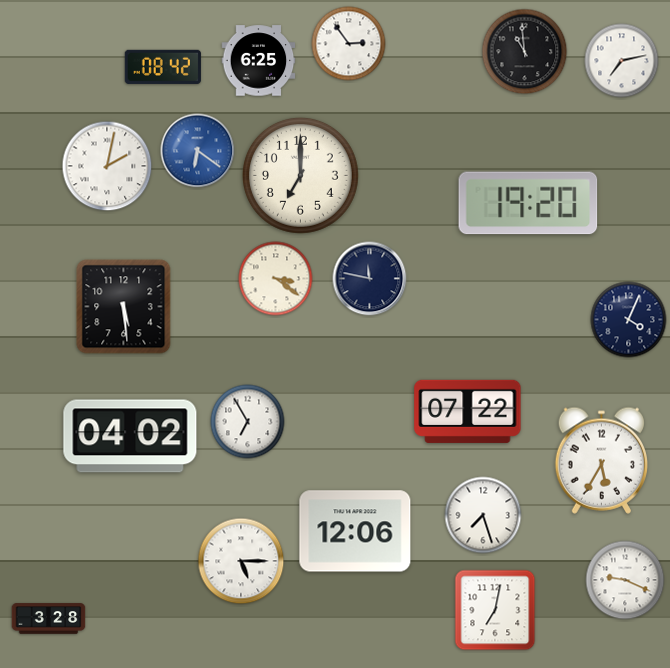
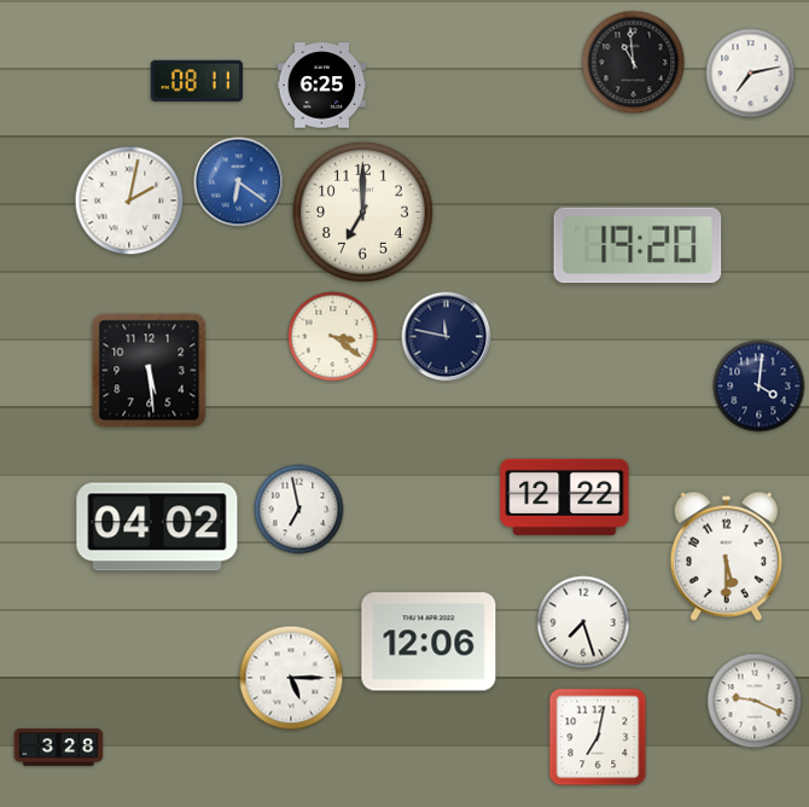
clock at (349, 44): 2:54 -> none
clock at (259, 61) position: (259, 61) -> (322, 86)
clock at (163, 67): 08:42 -> 08:11
clock at (629, 320): 4:04 -> 4:01
clock at (468, 411): 07:22 -> 12:22
clock at (248, 422): 6:55 -> 6:58
clock at (601, 460): 5:35 -> 5:30
